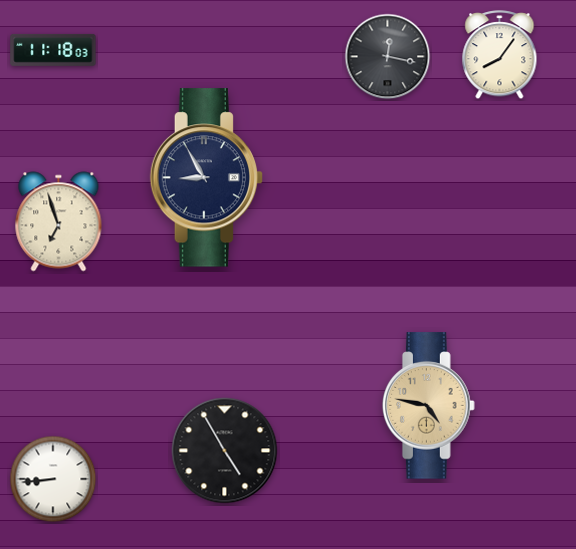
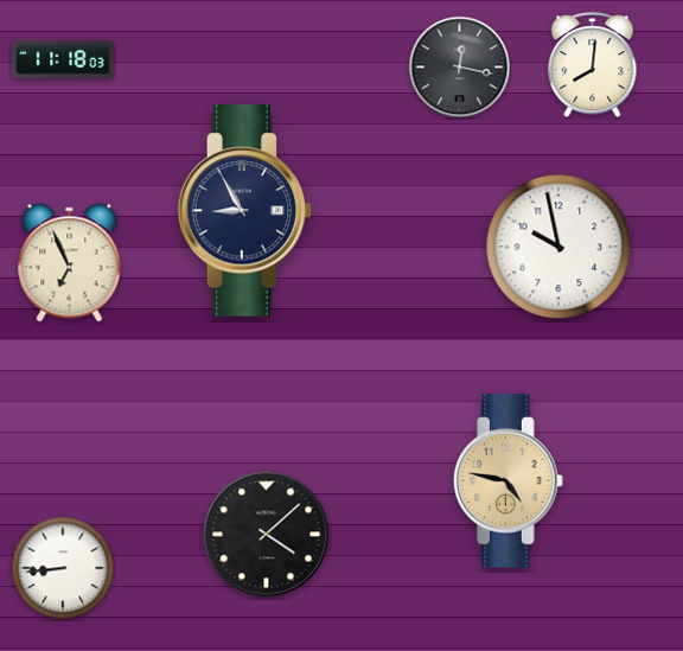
clock at (500, 55): 8:06 -> 8:01
clock at (558, 247): none -> 9:58
clock at (59, 222): 6:57 -> 6:56
clock at (225, 451): 4:55 -> 4:08
